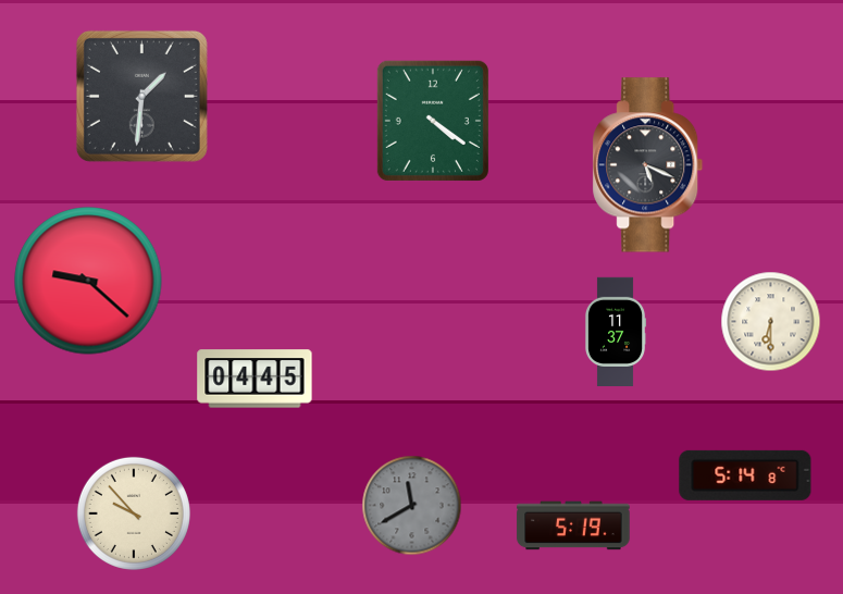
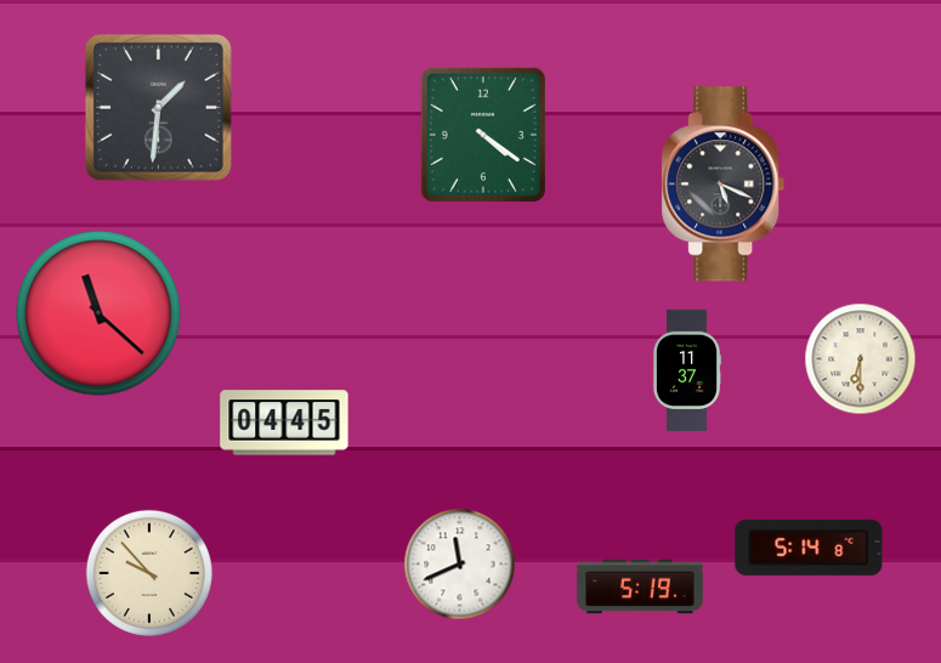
clock at (88, 281): 9:22 -> 11:22
clock at (745, 475) position: (745, 475) -> (809, 548)
clock at (412, 506): 11:40 -> 11:41
clock at (412, 506) dial: grey -> white
